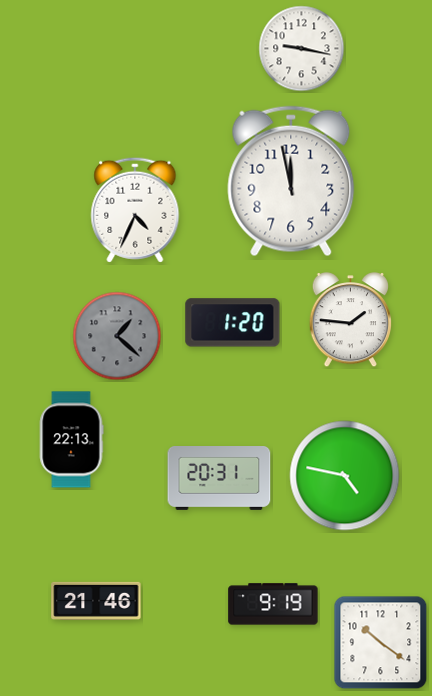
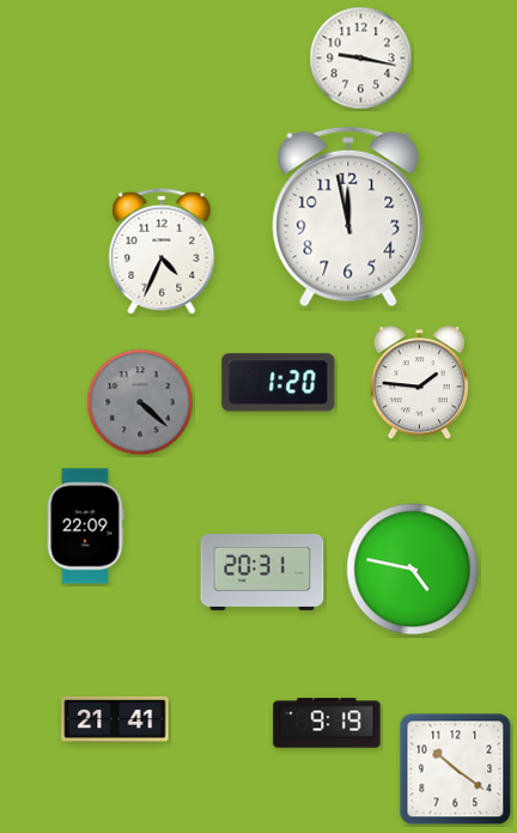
clock at (233, 323) position: (233, 323) -> (279, 383)
clock at (117, 336): 1:22 -> 4:22
clock at (71, 440): 22:13 -> 22:09
clock at (96, 601): 21:46 -> 21:41
